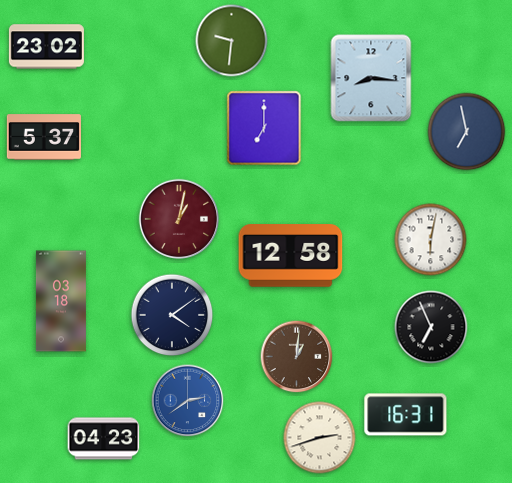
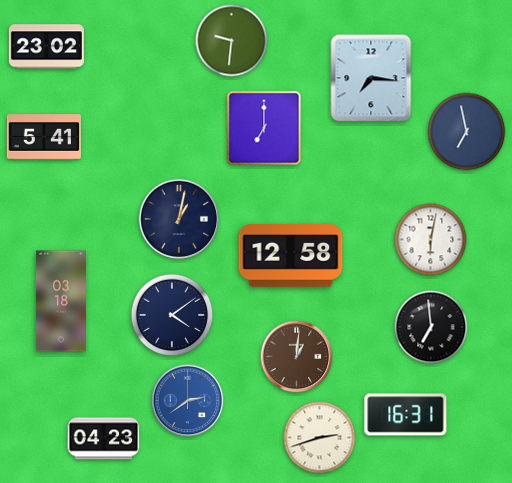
clock at (371, 78): 8:16 -> 7:16
clock at (44, 137): 5:37 -> 5:41
clock at (179, 219) dial: burgundy -> navy
clock at (431, 327): 6:56 -> 6:59
